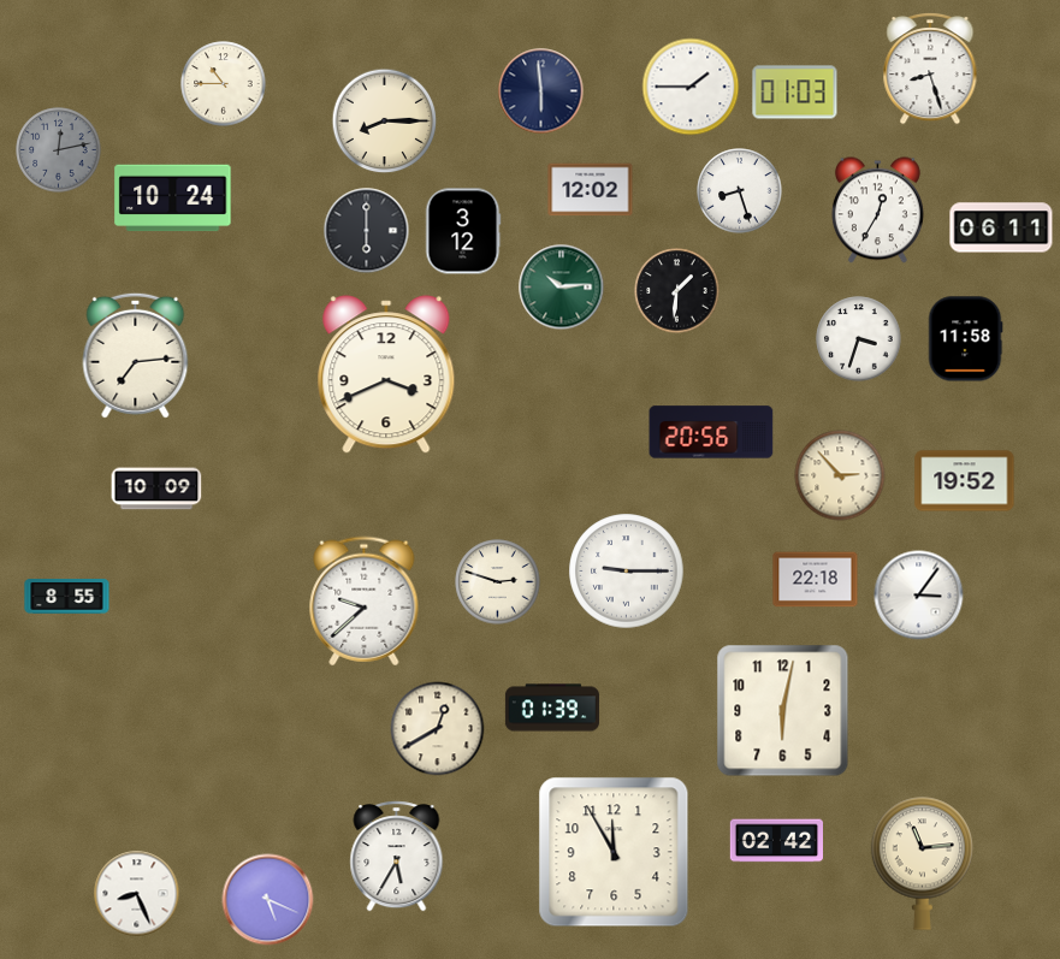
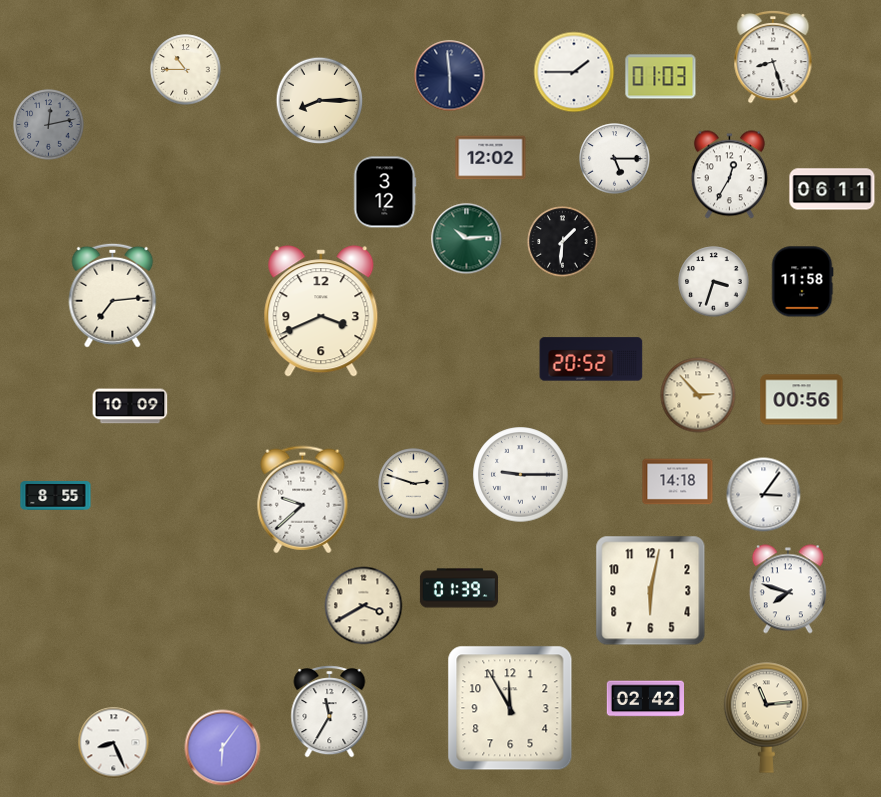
clock at (740, 191): 8:27 -> 5:15
clock at (173, 199): 10:24 -> none
clock at (367, 231): 6:00 -> none
clock at (711, 432): 20:56 -> 20:52
clock at (965, 481): 19:52 -> 00:56
clock at (816, 580): 22:18 -> 14:18
clock at (788, 589): none -> 7:48
clock at (438, 729): 12:40 -> 3:40
clock at (397, 857): 5:35 -> 11:35
clock at (268, 900): 5:19 -> 6:06
